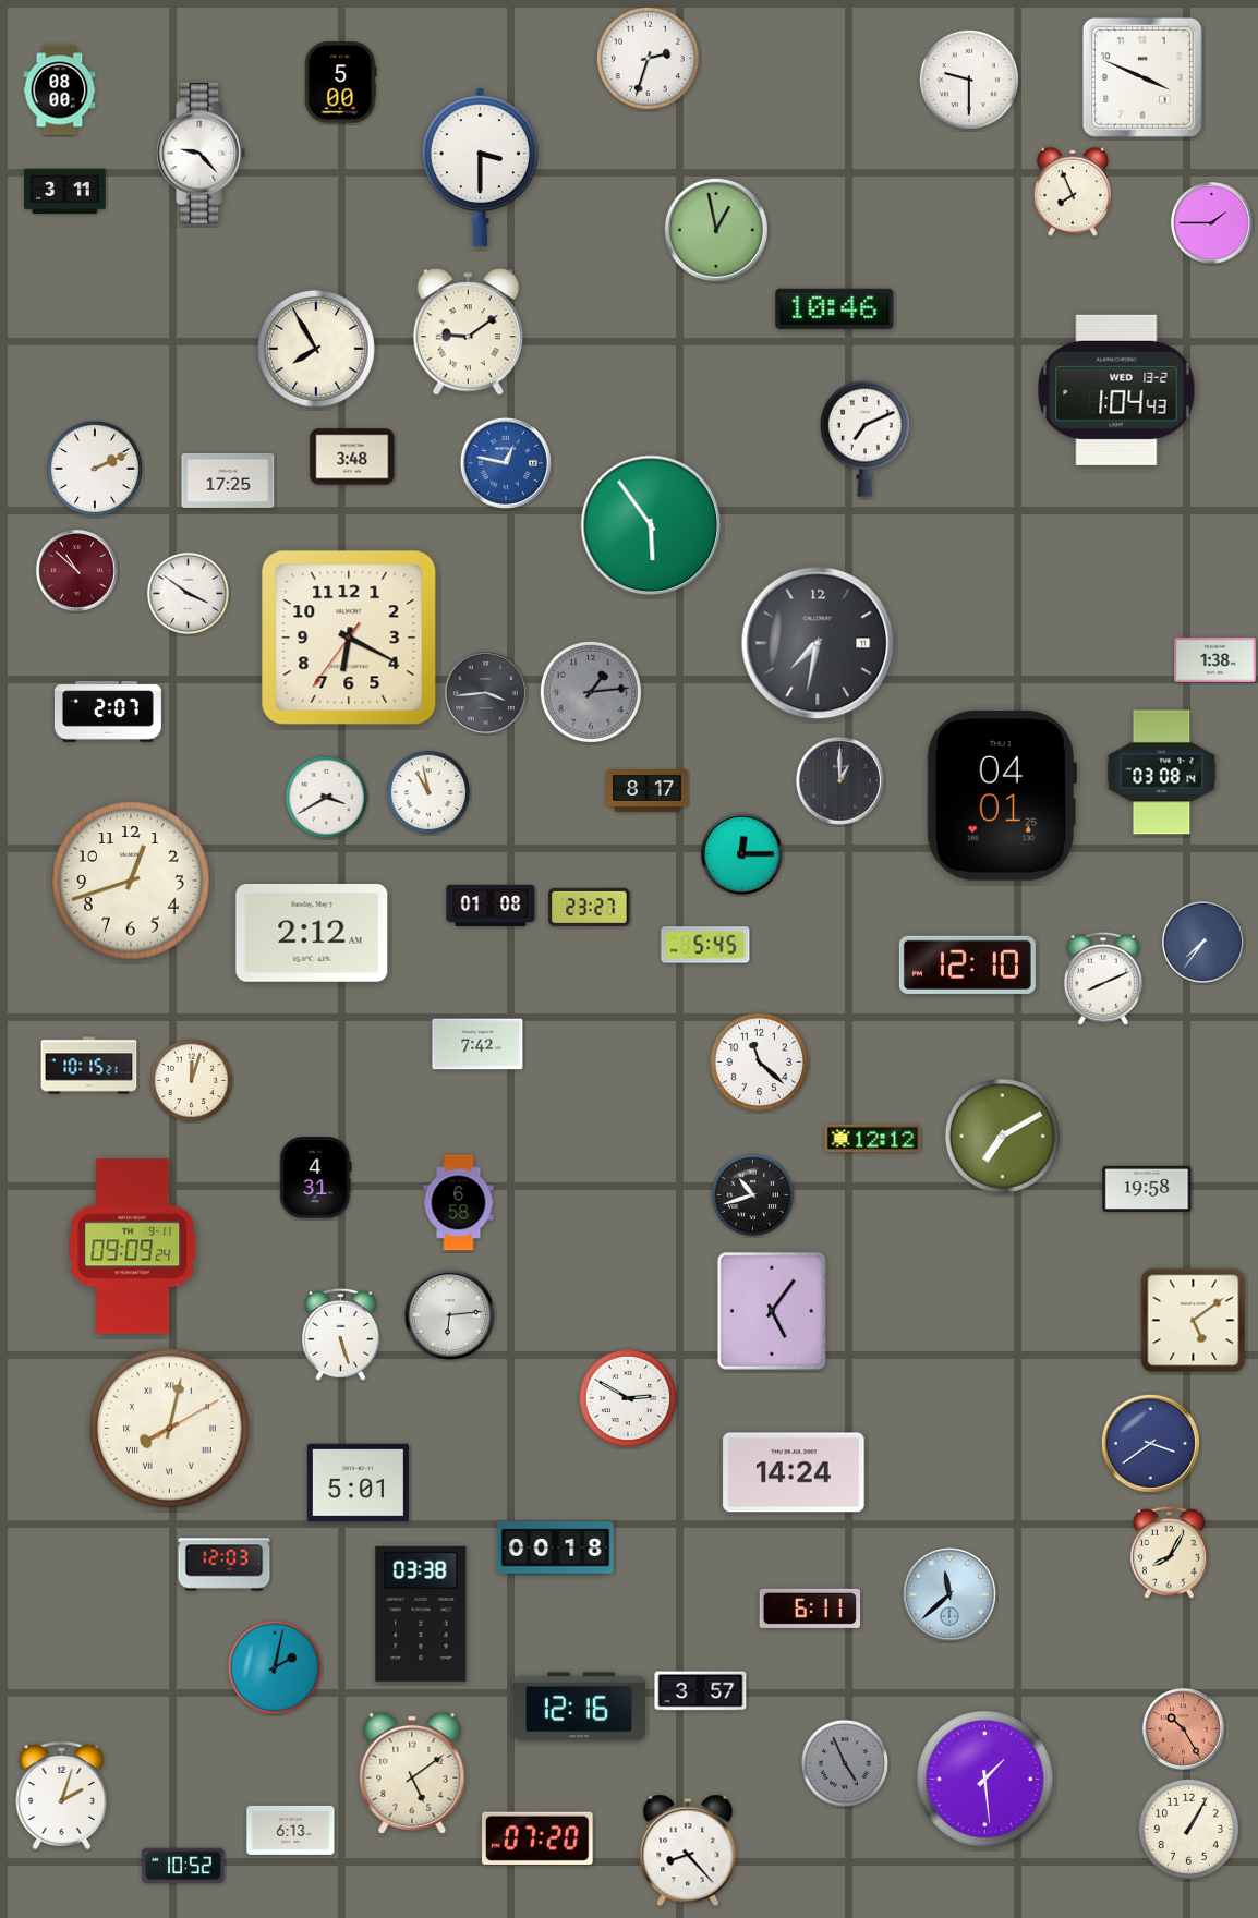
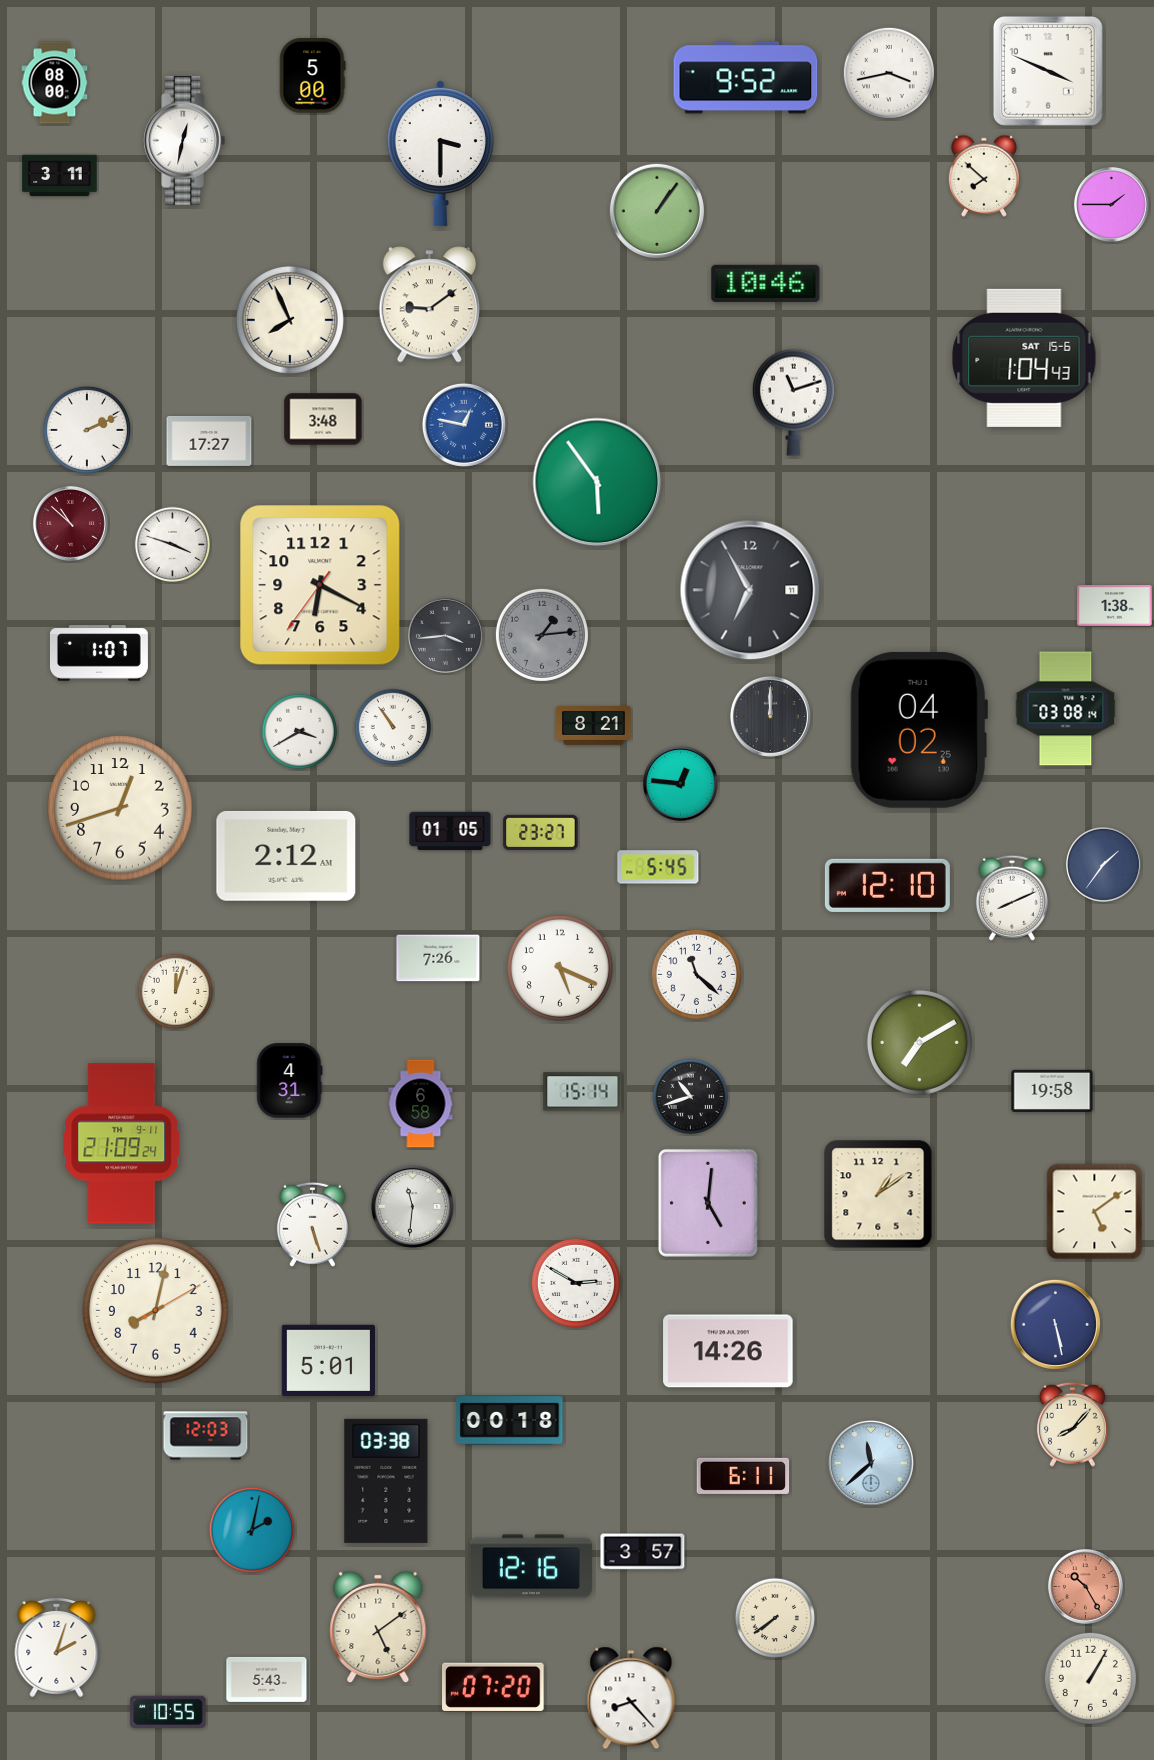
clock at (648, 58): 2:33 -> none
clock at (969, 80): 9:30 -> 3:43
clock at (746, 78): none -> 9:52
clock at (201, 154): 9:23 -> 12:32
clock at (1073, 192): 7:56 -> 7:52
clock at (716, 230): 12:58 -> 1:06
clock at (316, 349): 7:55 -> 7:56
clock at (1116, 390) date: WED 13-2 -> SAT 15-6
clock at (864, 438): 7:11 -> 11:12
clock at (228, 481): 17:25 -> 17:27
clock at (189, 594): 3:51 -> 3:48
clock at (818, 643): 7:32 -> 6:55
clock at (108, 712): 2:07 -> 1:07
clock at (839, 780): 1:00 -> 12:00
clock at (648, 791): 8:17 -> 8:21
clock at (428, 792): 10:58 -> 10:54
clock at (1002, 796): 04:01 -> 04:02
clock at (741, 853): 12:15 -> 12:46
clock at (491, 906): 01:08 -> 01:05
clock at (1202, 942): 7:36 -> 1:36
clock at (705, 945) position: (705, 945) -> (658, 867)
clock at (477, 1044): 7:42 -> 7:26
clock at (560, 968): none -> 5:19
clock at (89, 1066): 10:15 -> none
clock at (873, 1138): 12:12 -> none
clock at (583, 1092): none -> 15:14
clock at (133, 1247): 09:09 -> 21:09
clock at (878, 1194): none -> 1:09
clock at (772, 1311): 5:06 -> 5:01
clock at (449, 1314): 6:14 -> 11:31
clock at (170, 1429) numerals: Roman -> Arabic
clock at (1150, 1443): 3:39 -> 5:28
clock at (794, 1472): 14:24 -> 14:26
clock at (1169, 1552): 8:05 -> 8:07
clock at (844, 1762): 4:56 -> 7:39
clock at (844, 1762) dial: grey -> cream
clock at (985, 1780): 1:29 -> none
clock at (291, 1830): 6:13 -> 5:43
clock at (183, 1865): 10:52 -> 10:55
